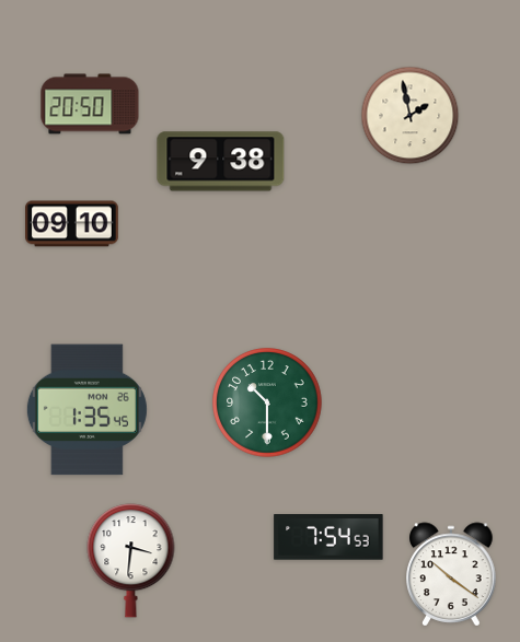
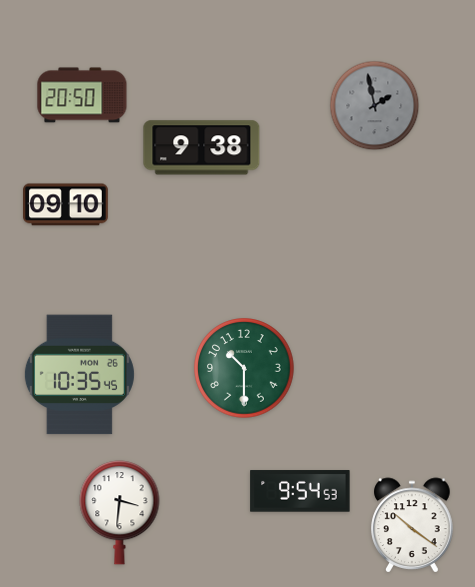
clock at (411, 116) dial: cream -> grey
clock at (86, 410): 1:35 -> 10:35
clock at (328, 537): 7:54 -> 9:54
